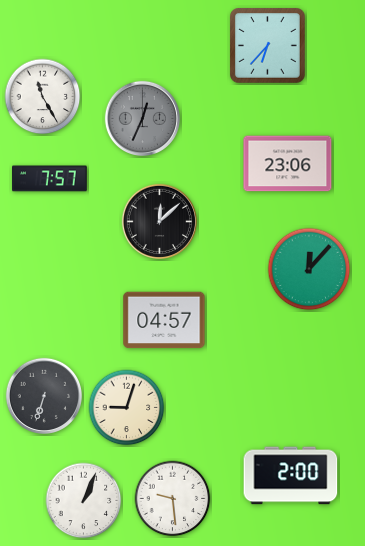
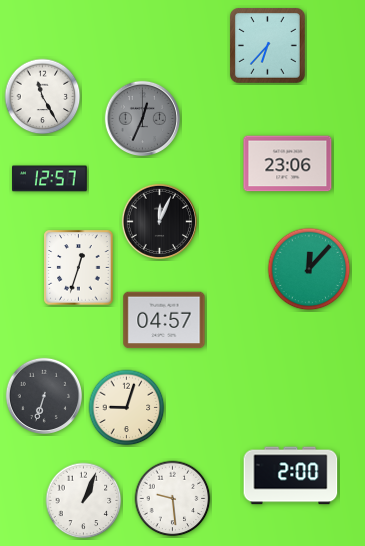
clock at (50, 179): 7:57 -> 12:57
clock at (159, 221): 12:08 -> 12:04
clock at (79, 268): none -> 12:33
